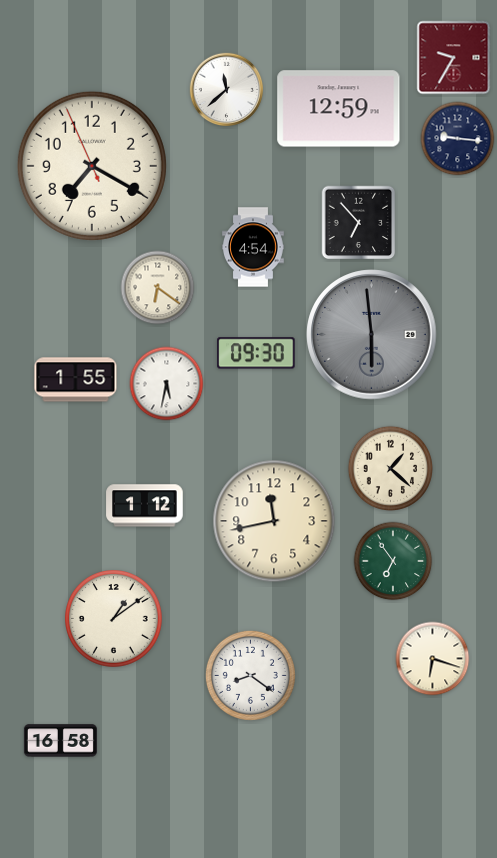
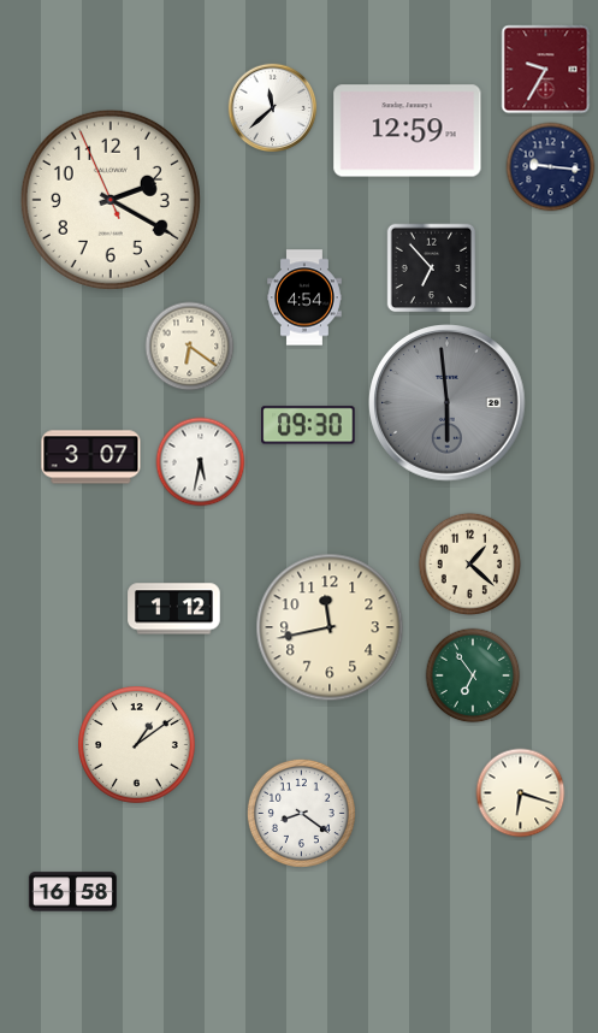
clock at (92, 166): 7:19 -> 2:19
clock at (76, 380): 1:55 -> 3:07
